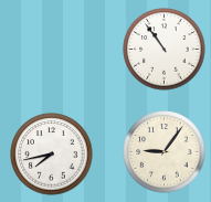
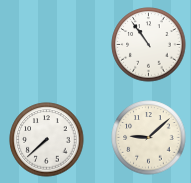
clock at (165, 152): 9:06 -> 9:08
clock at (52, 155): 7:43 -> 7:38
